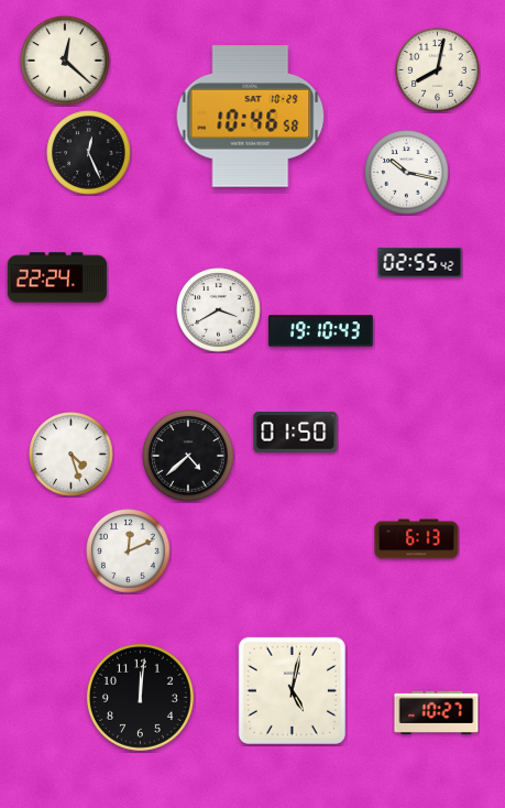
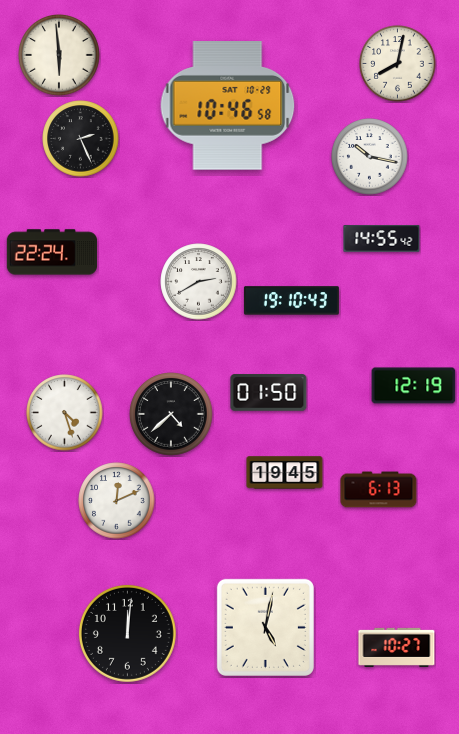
clock at (65, 61): 12:22 -> 5:59
clock at (89, 153): 12:26 -> 2:26
clock at (420, 263): 02:55 -> 14:55
clock at (219, 310): 3:40 -> 2:40
clock at (414, 386): none -> 12:19
clock at (285, 473): none -> 19:45
